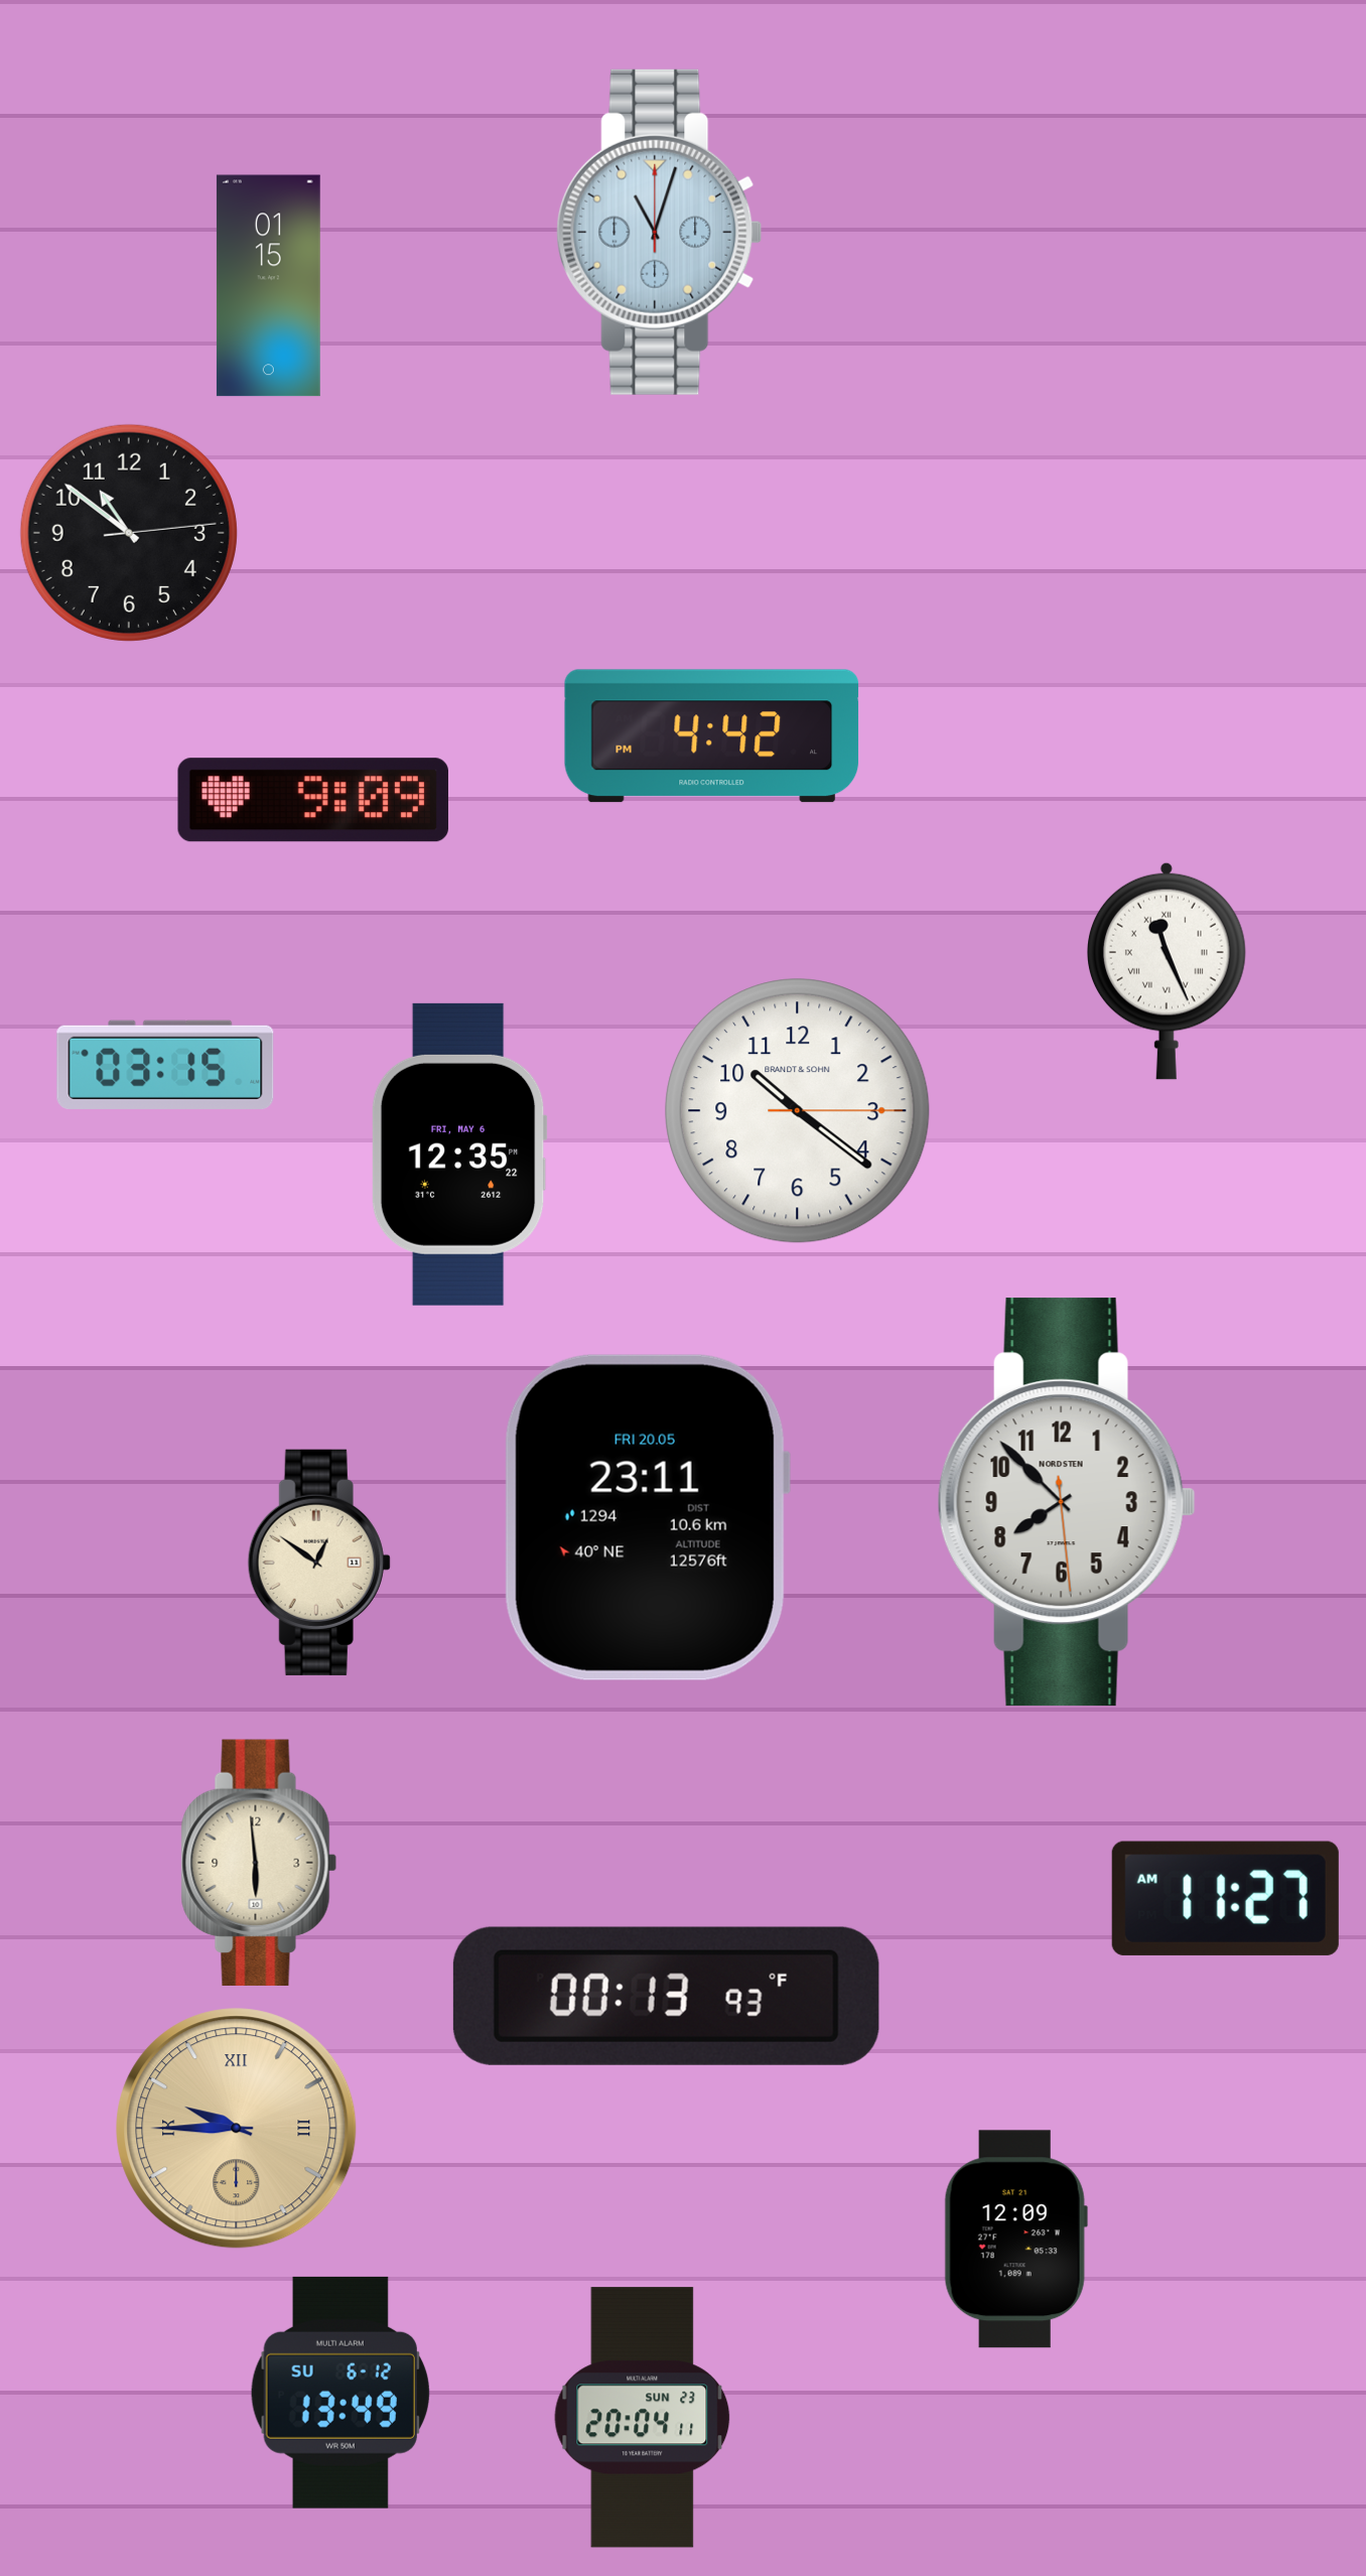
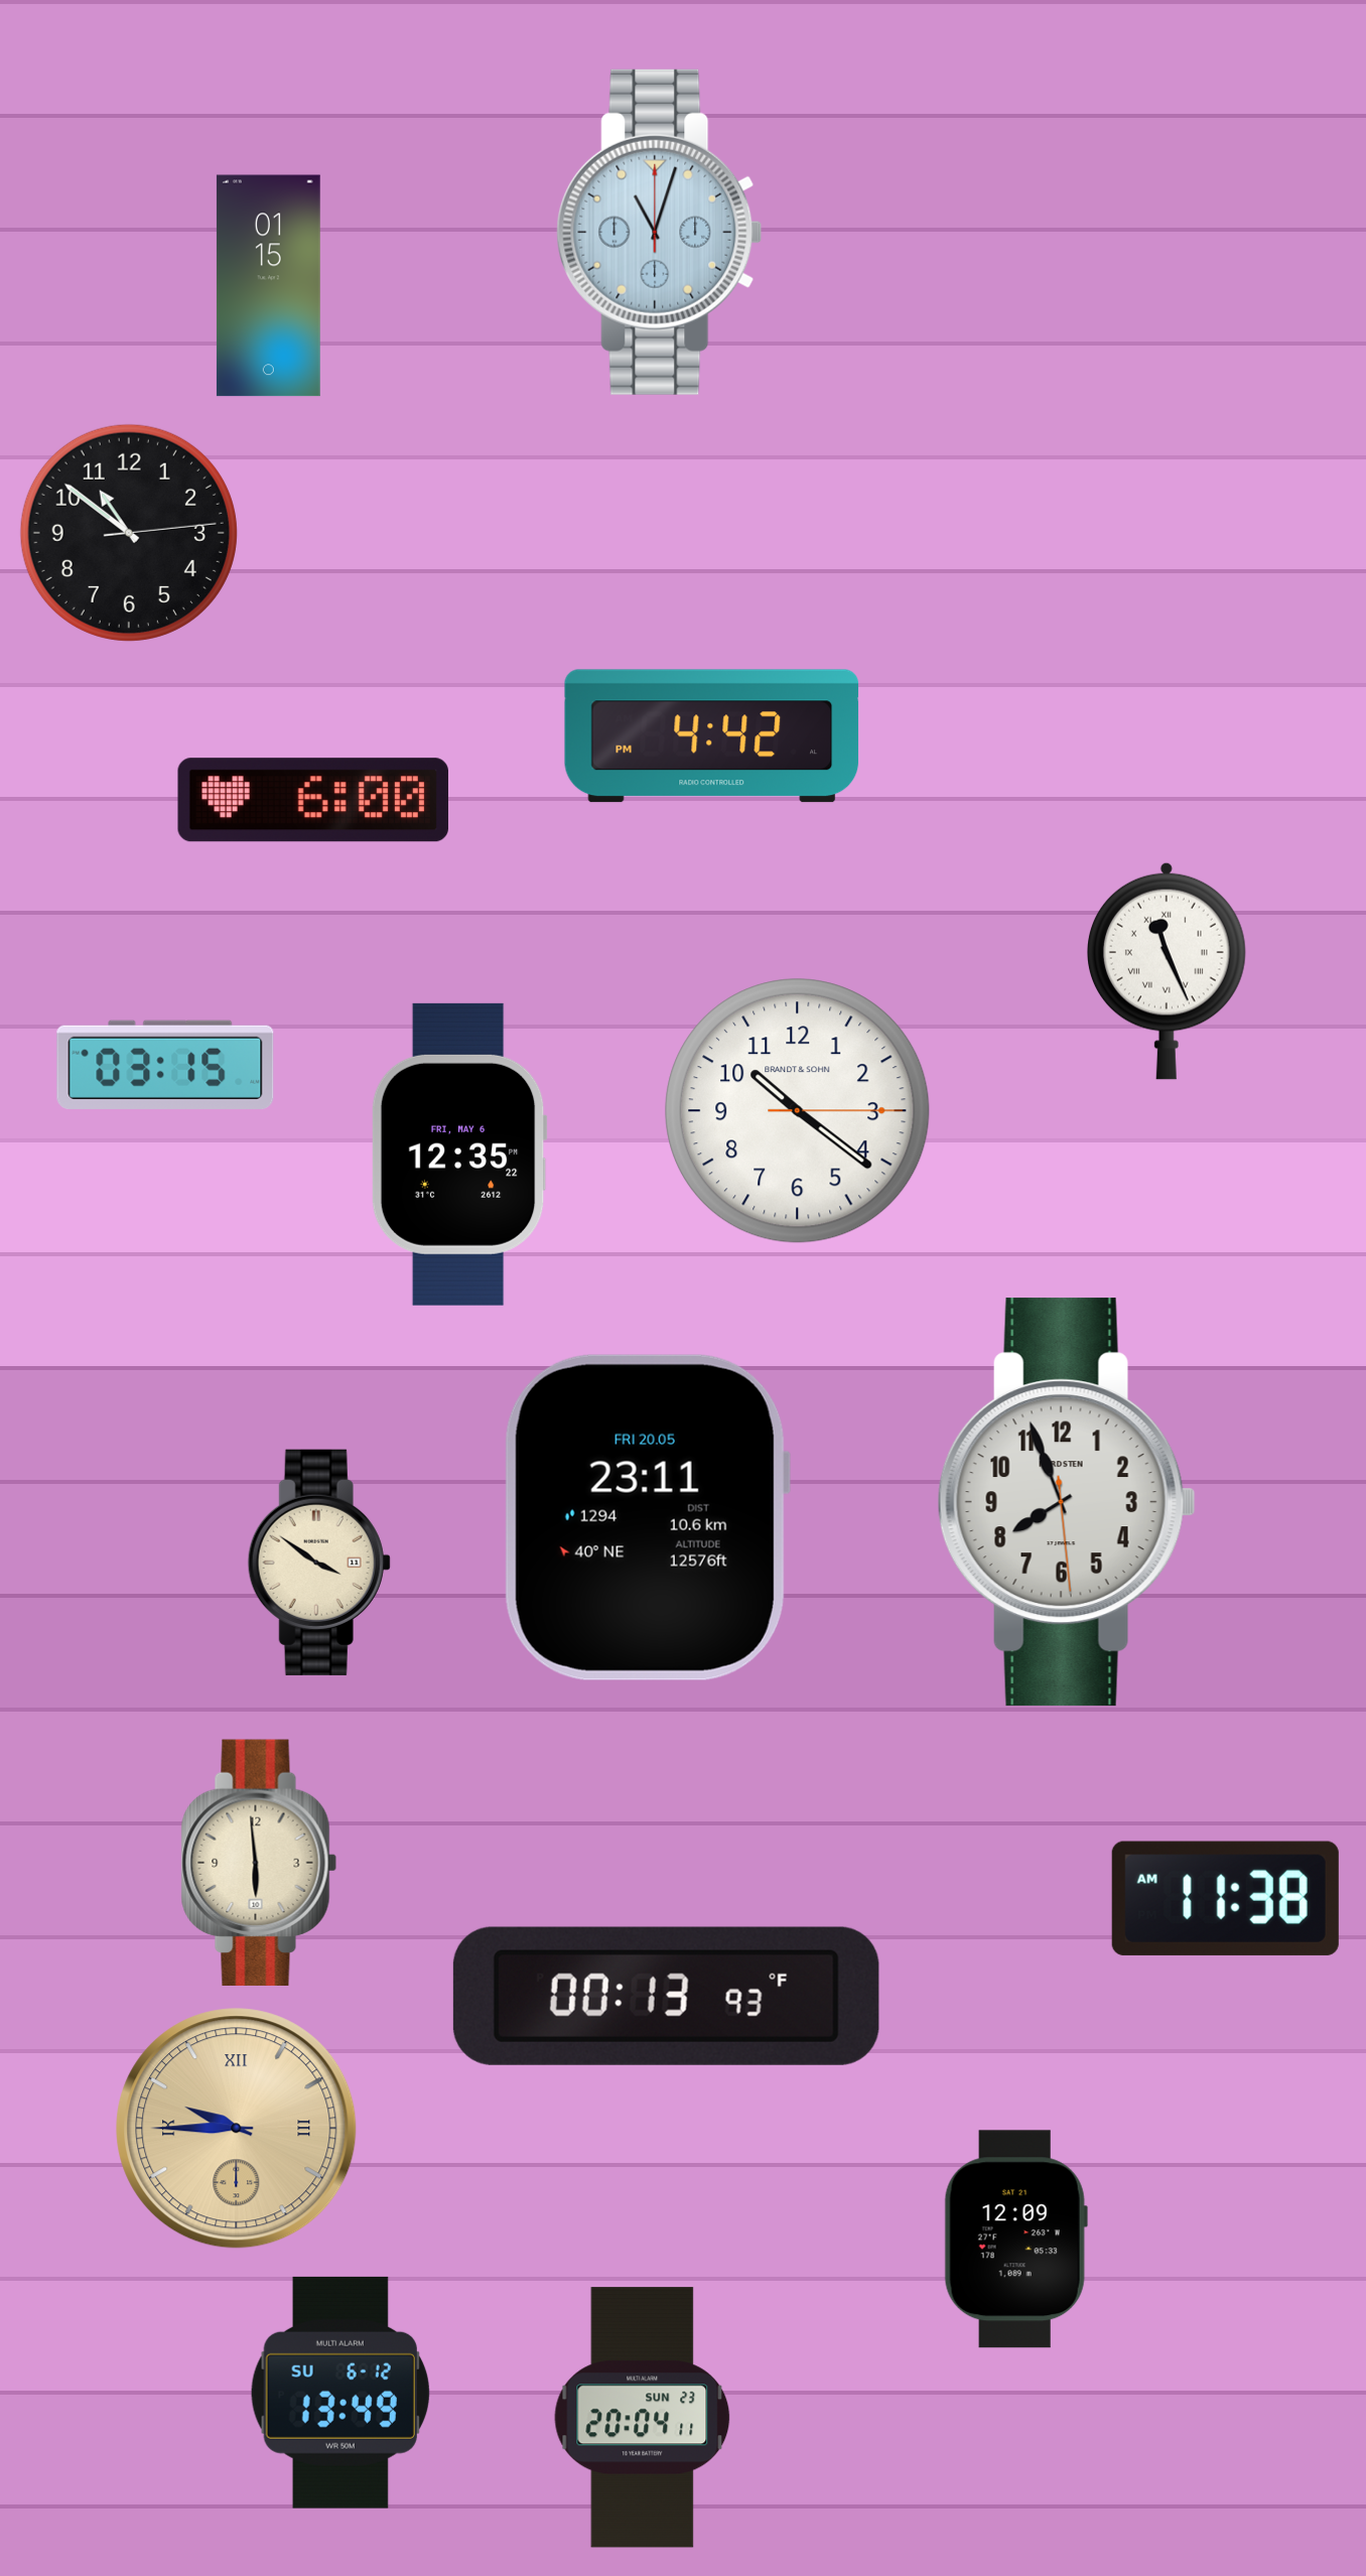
clock at (313, 800): 9:09 -> 6:00
clock at (1067, 1502): 7:52 -> 7:56
clock at (319, 1563): 12:51 -> 3:51
clock at (1225, 1898): 11:27 -> 11:38
